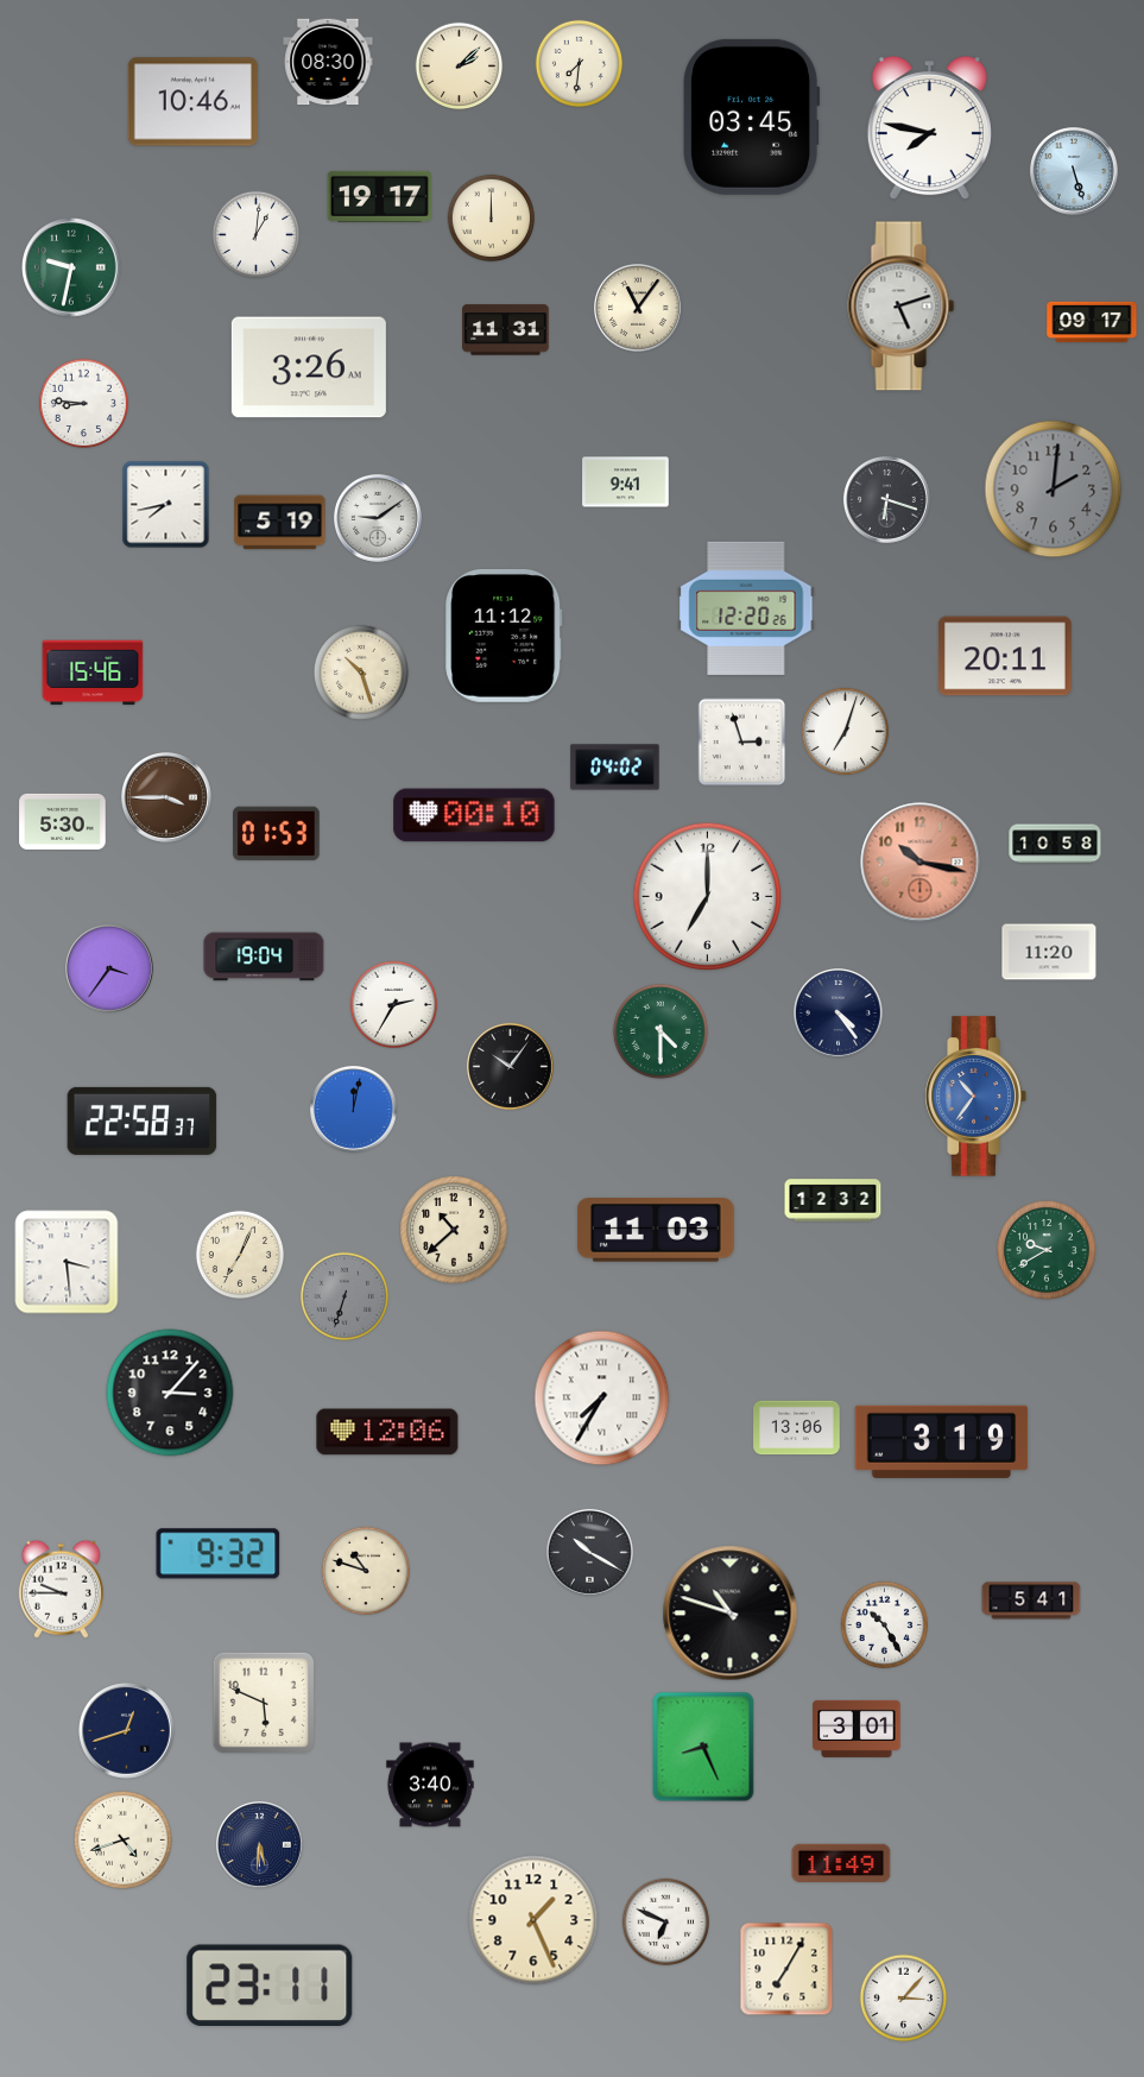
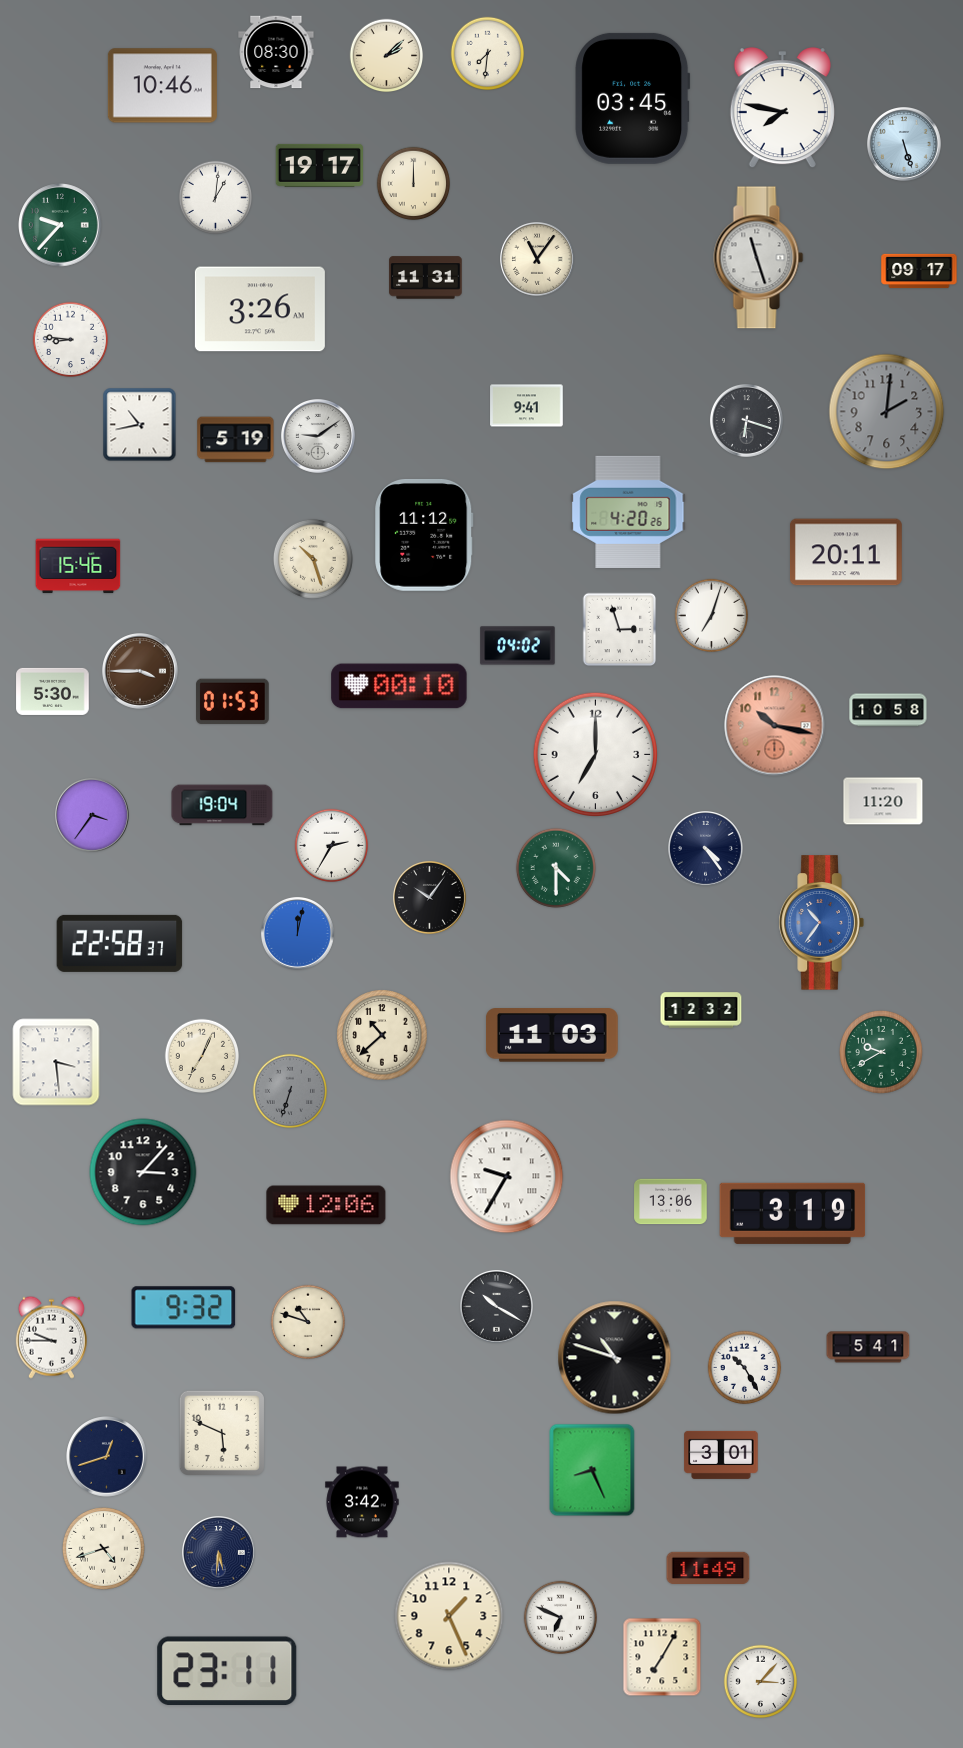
clock at (71, 267): 9:32 -> 9:37
clock at (902, 307): 5:12 -> 11:27
clock at (166, 505): 7:43 -> 10:43
clock at (746, 608): 12:20 -> 4:20
clock at (361, 673) position: (361, 673) -> (313, 559)
clock at (742, 743) position: (742, 743) -> (620, 630)
clock at (839, 1014) position: (839, 1014) -> (706, 849)
clock at (602, 1399): 7:35 -> 9:35
clock at (430, 1785): 3:40 -> 3:42
